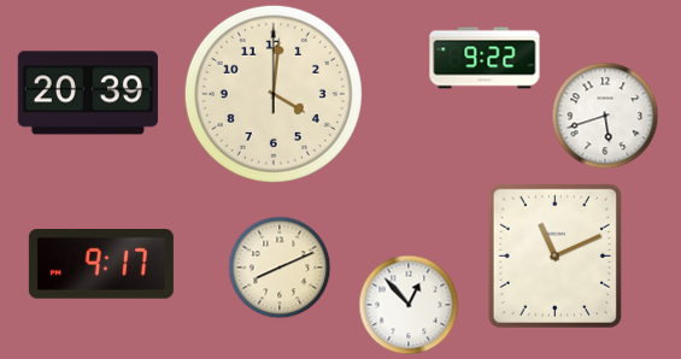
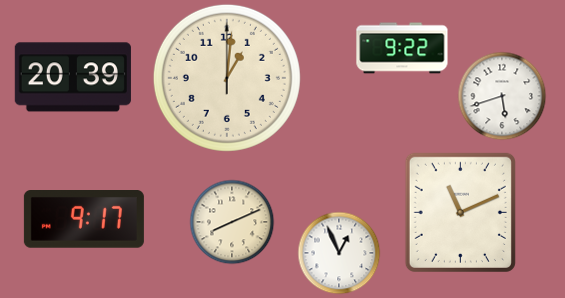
clock at (274, 94): 4:01 -> 1:01
clock at (409, 305): 12:53 -> 12:56
